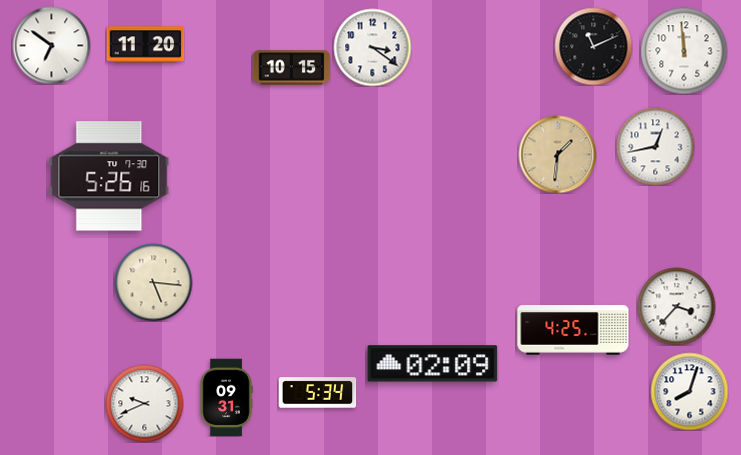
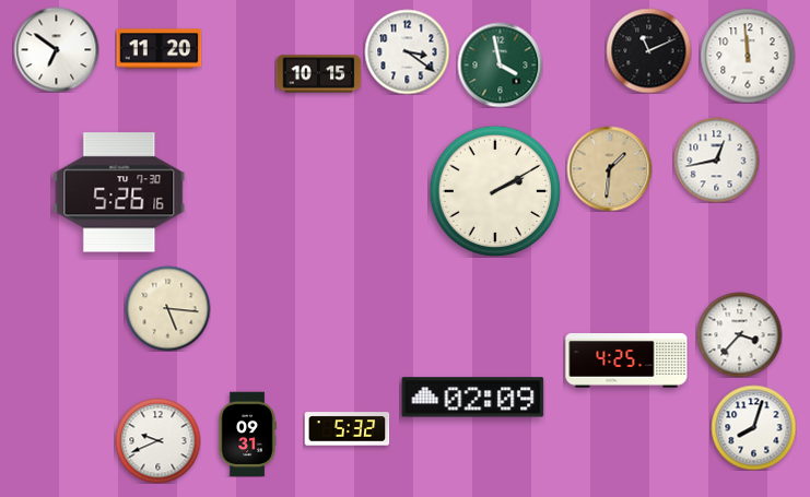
clock at (500, 64): none -> 3:58
clock at (495, 191): none -> 2:10
clock at (317, 393): 5:34 -> 5:32
